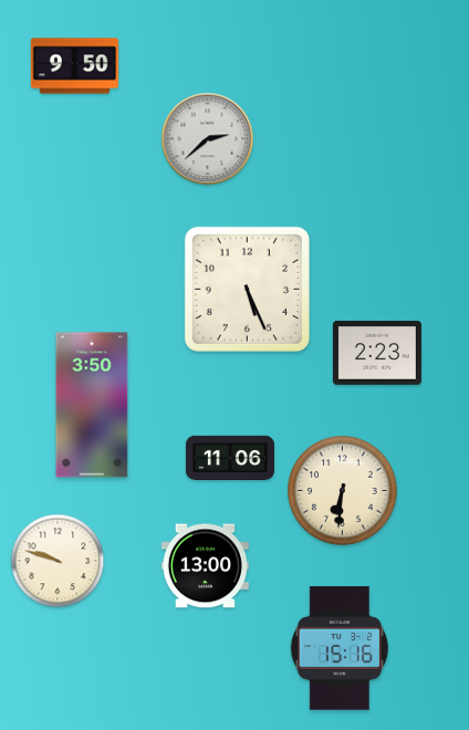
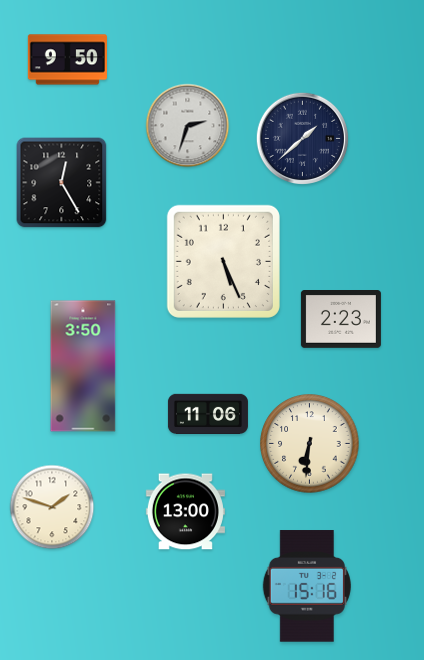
clock at (208, 139): 2:38 -> 2:33
clock at (302, 138): none -> 1:38
clock at (62, 183): none -> 12:25
clock at (58, 561): 9:48 -> 1:48
